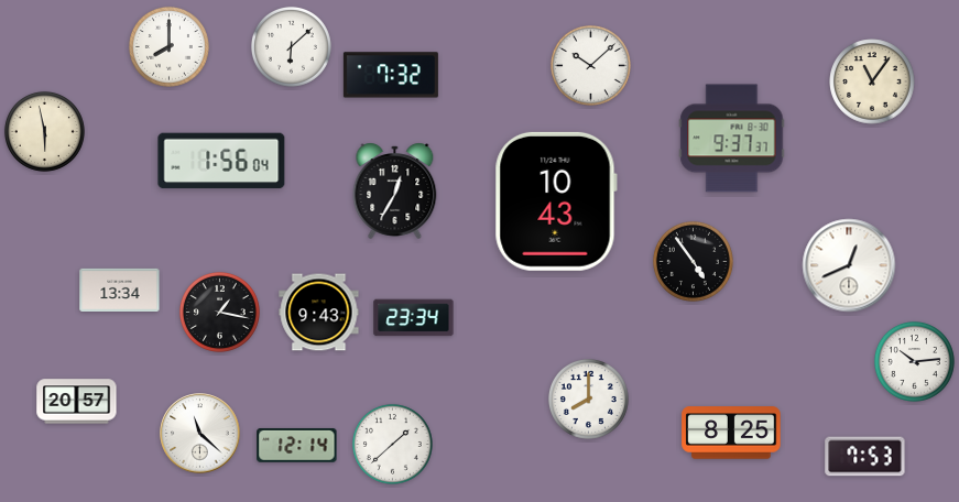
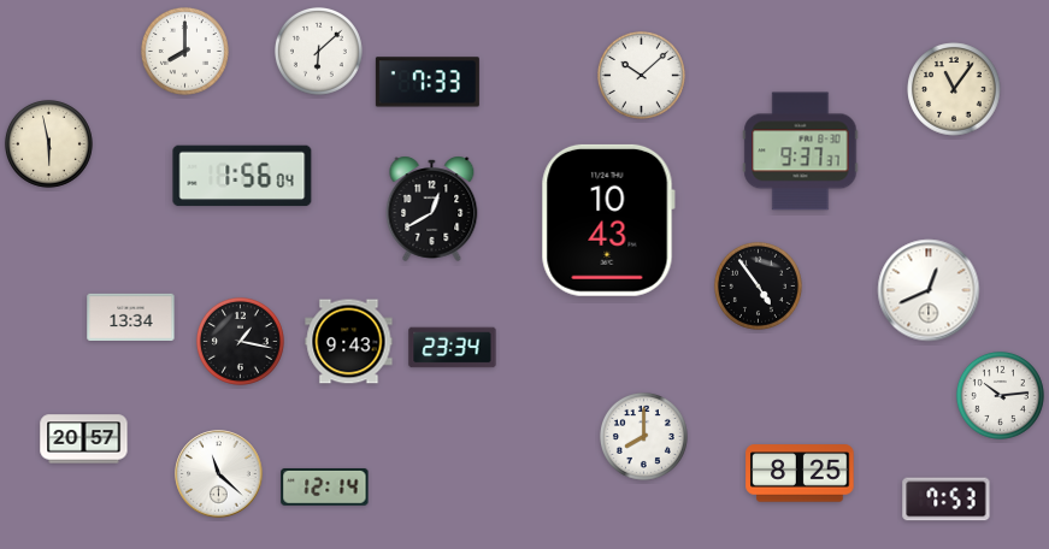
clock at (590, 65) position: (590, 65) -> (641, 75)
clock at (391, 75): 7:32 -> 7:33
clock at (395, 190): 12:35 -> 12:40
clock at (392, 444): 1:38 -> none
